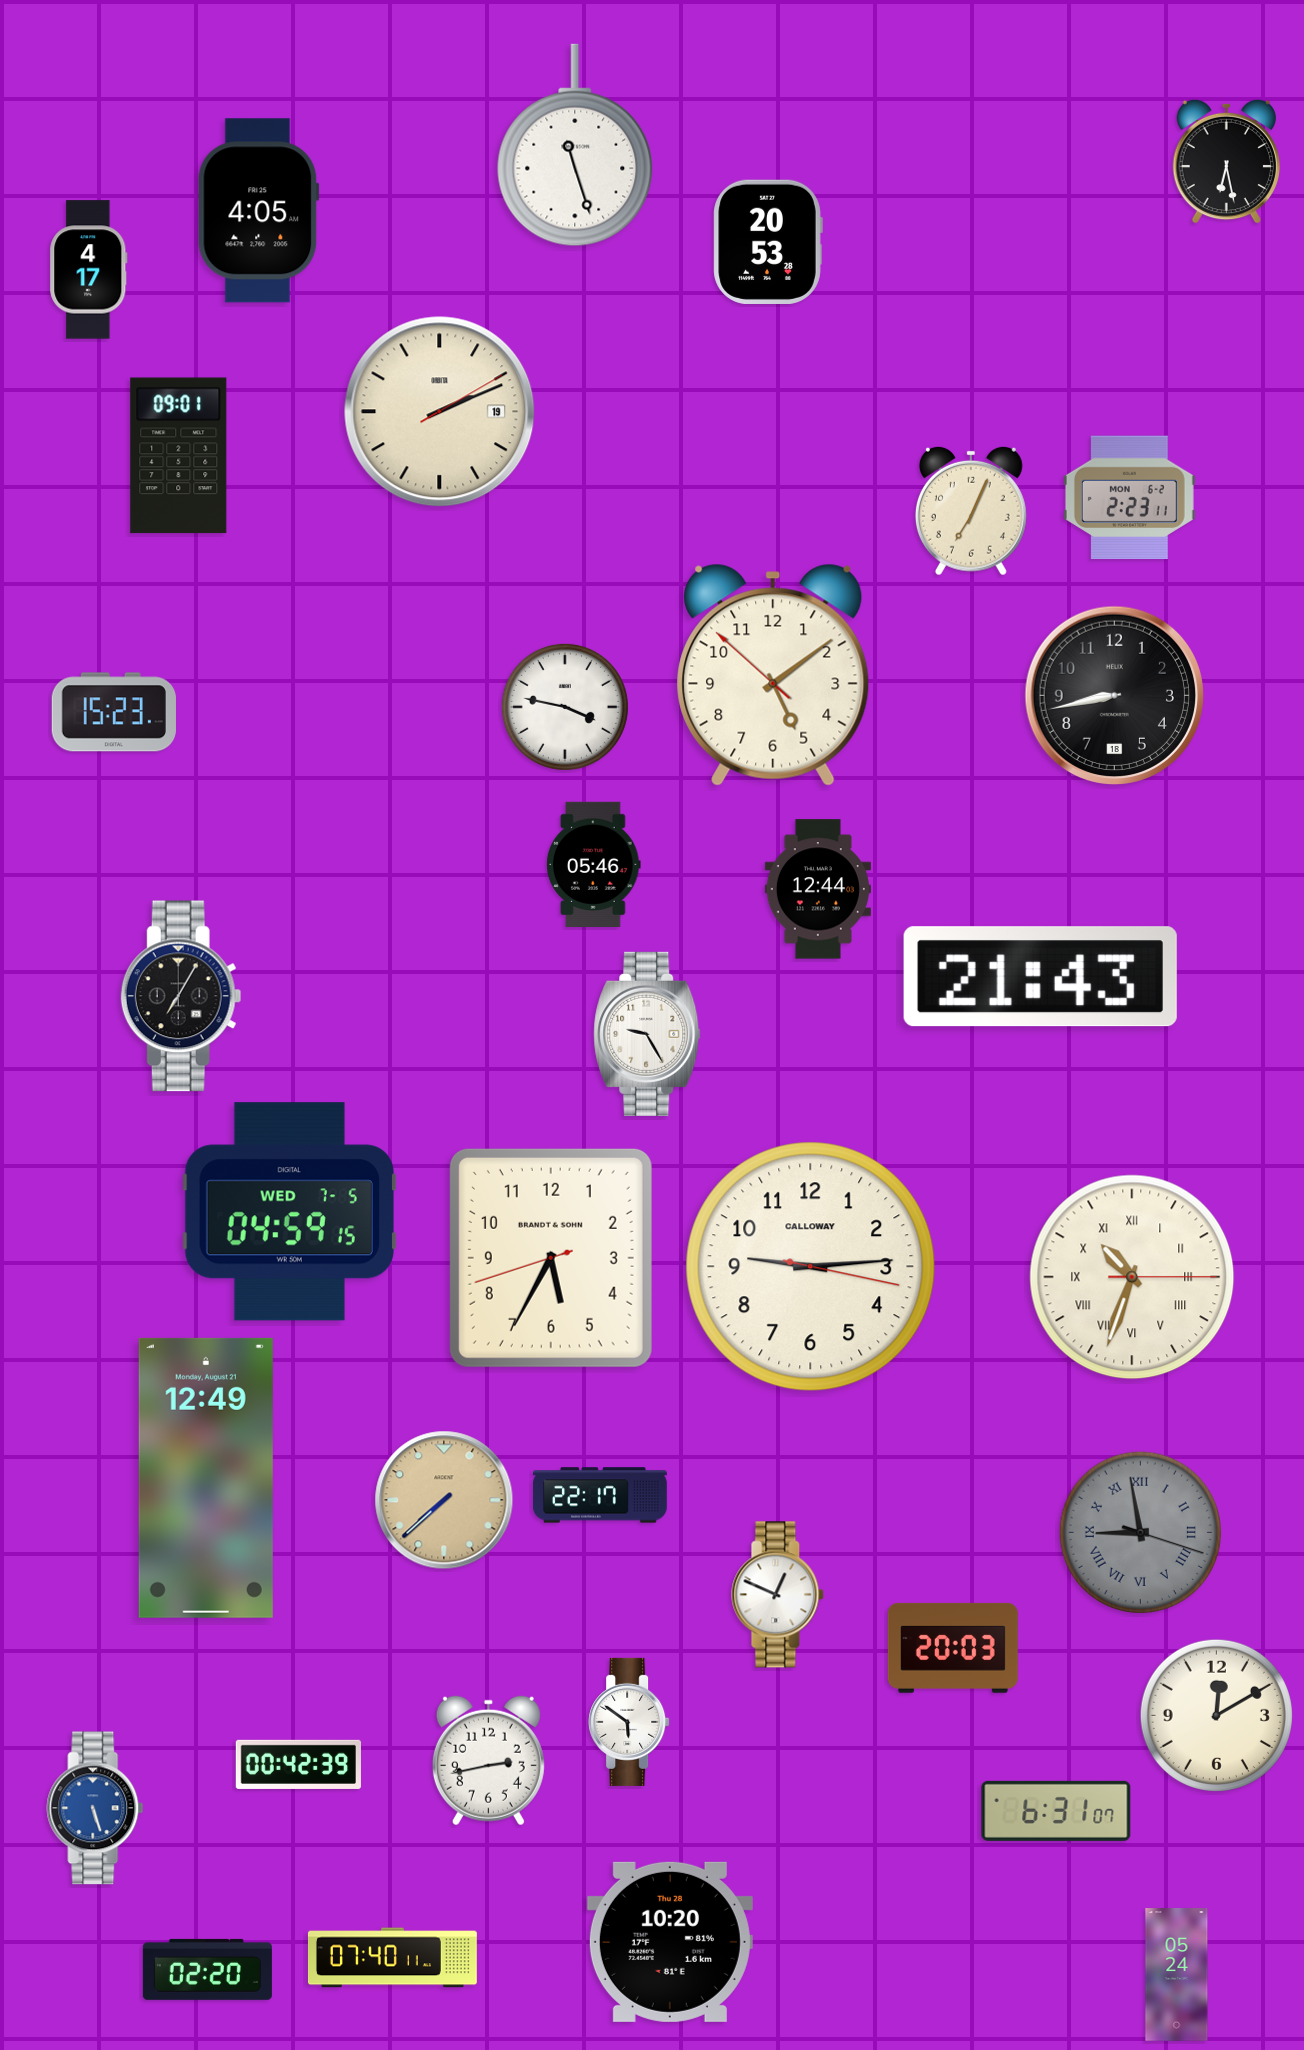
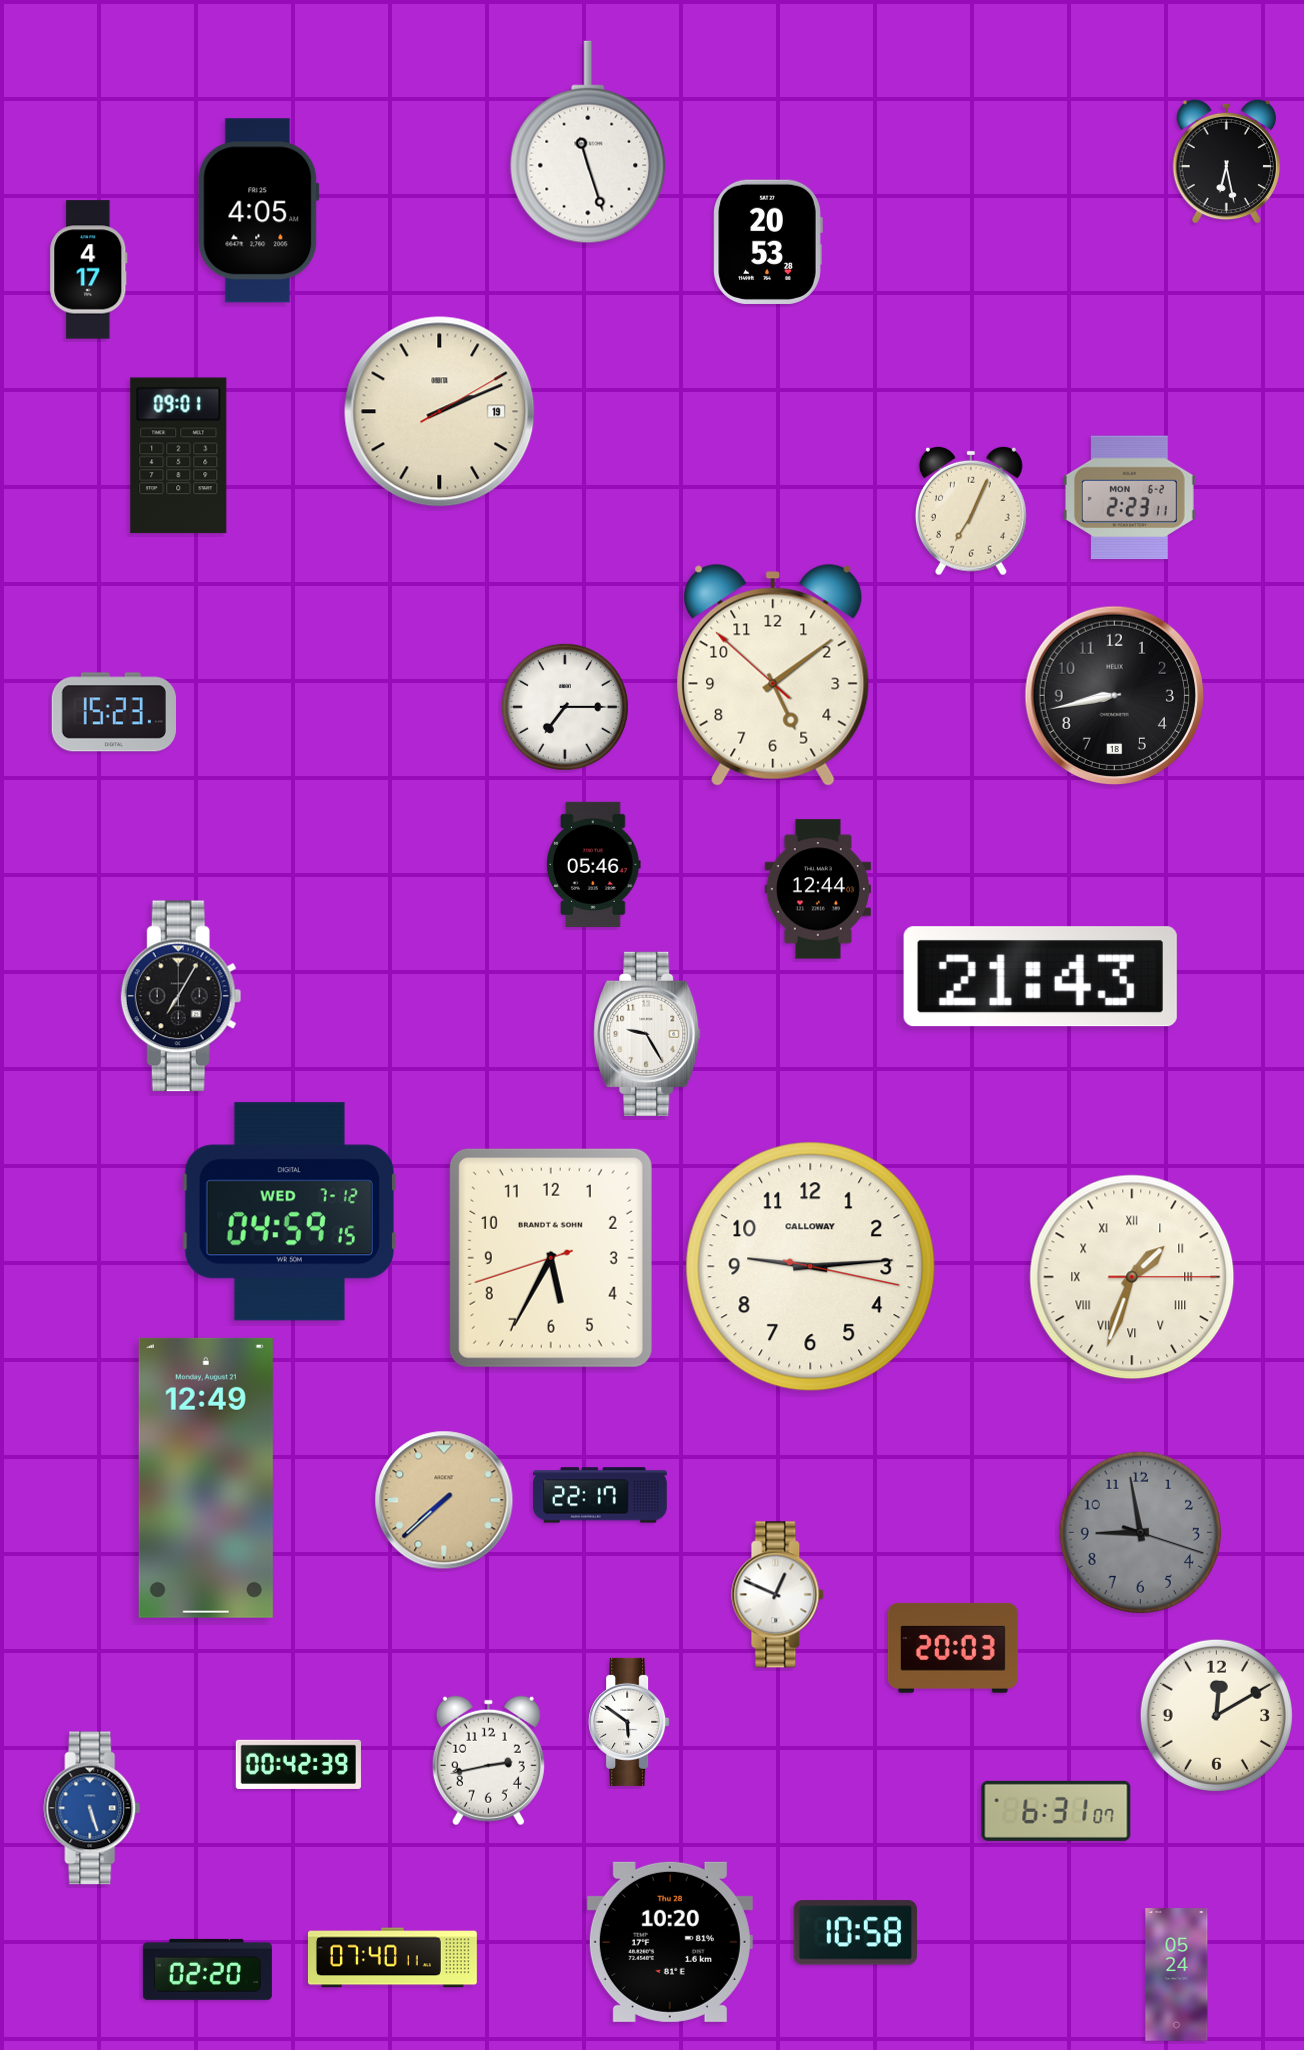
clock at (575, 145) position: (575, 145) -> (588, 142)
clock at (565, 707): 3:47 -> 7:15
clock at (289, 1212) date: WED 7-5 -> WED 7-12
clock at (1132, 1277): 10:33 -> 1:33
clock at (1140, 1532) numerals: Roman -> Arabic
clock at (95, 1808) position: (95, 1808) -> (92, 1808)
clock at (855, 1933): none -> 10:58
